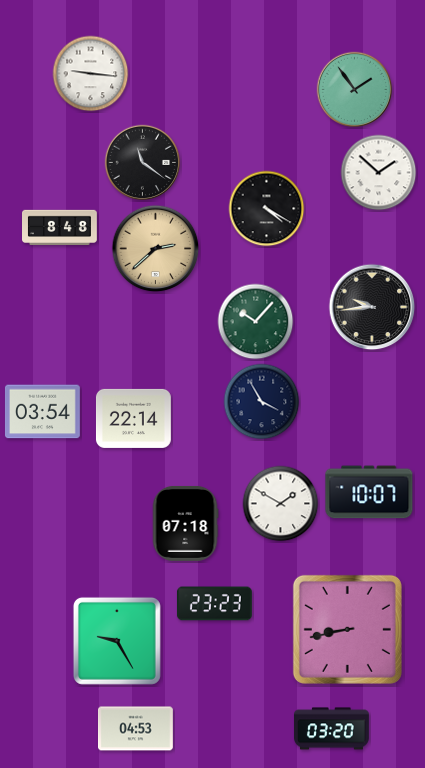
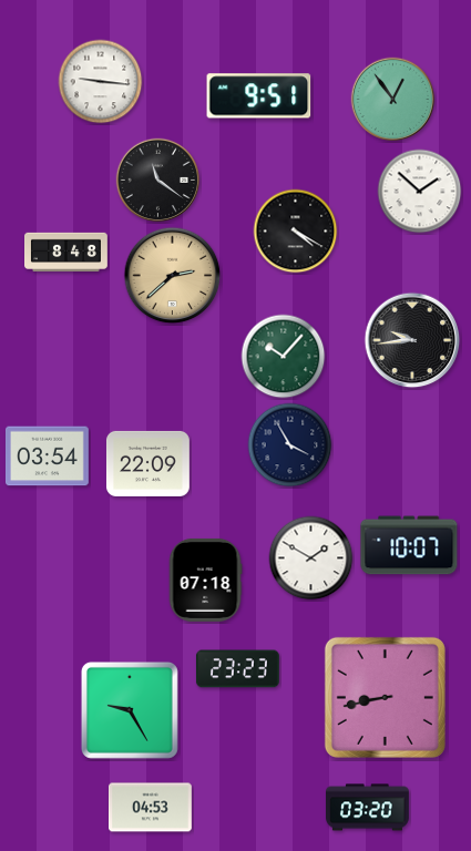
clock at (259, 96): none -> 9:51
clock at (355, 90): 1:54 -> 12:54
clock at (133, 418): 22:14 -> 22:09
